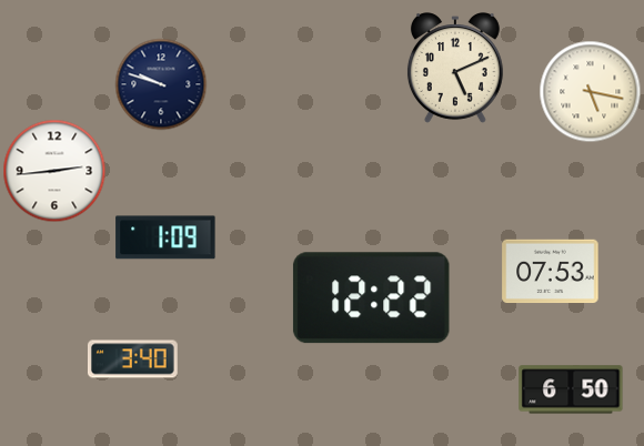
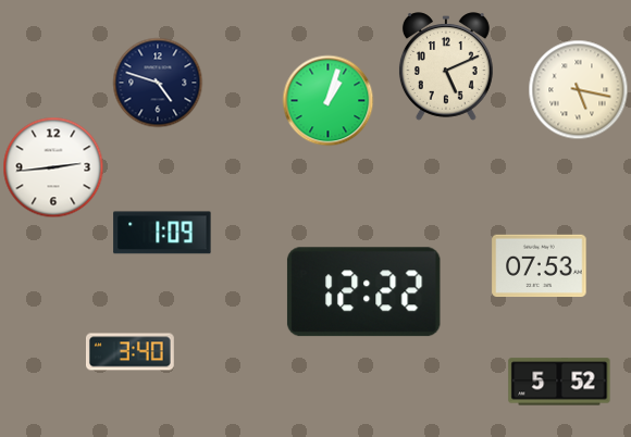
clock at (161, 84): 9:48 -> 4:48
clock at (327, 100): none -> 1:03
clock at (571, 389): 6:50 -> 5:52
